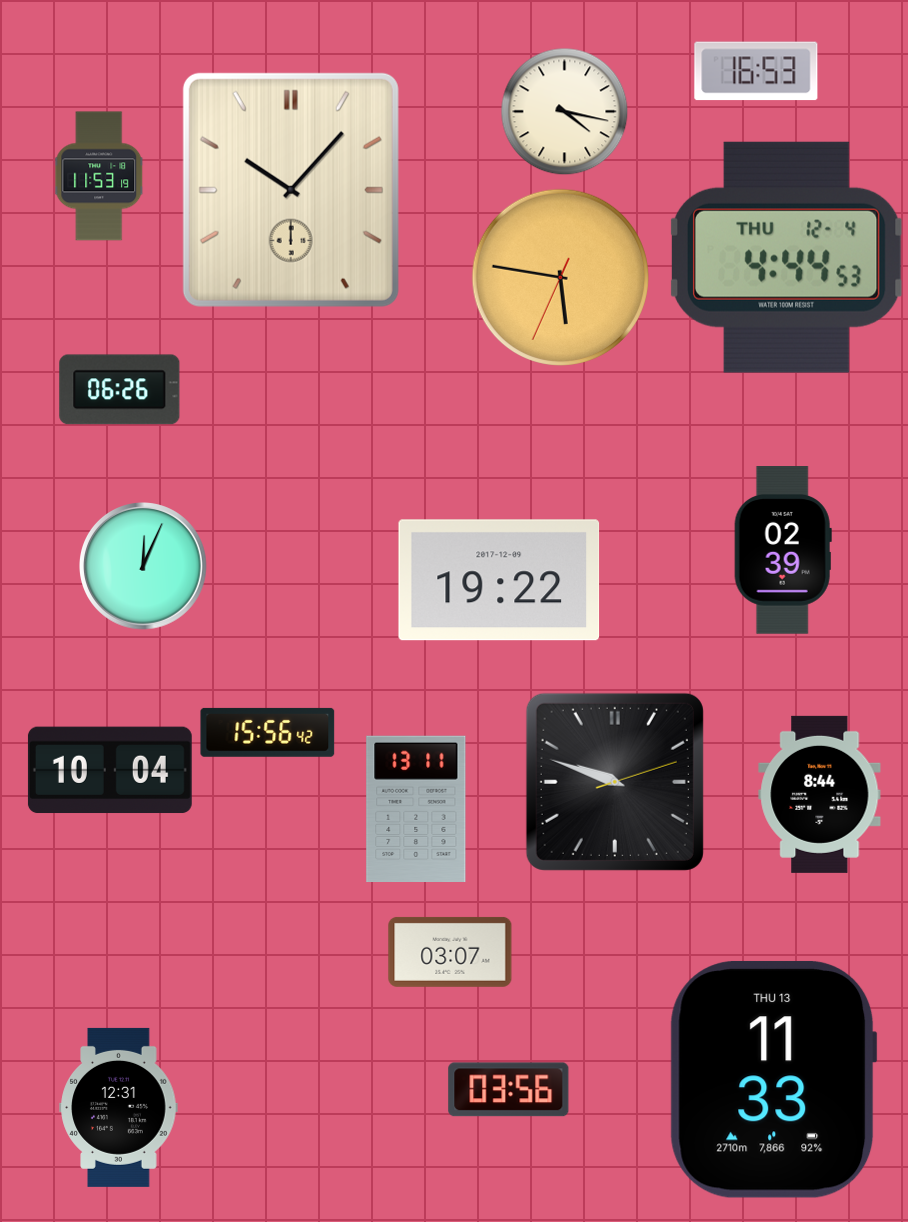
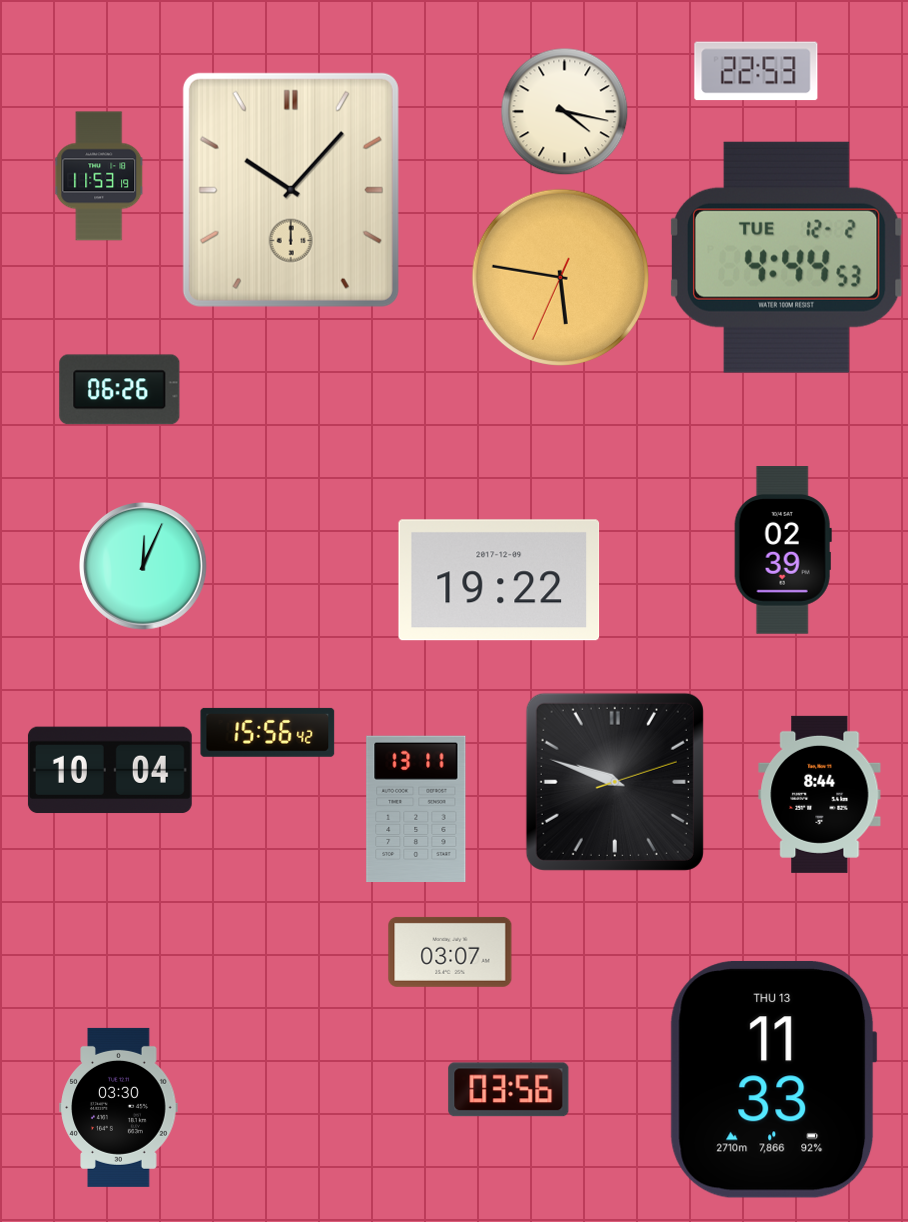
clock at (756, 71): 16:53 -> 22:53
clock at (786, 257) date: THU 12-4 -> TUE 12-2
clock at (119, 1107): 12:31 -> 03:30
